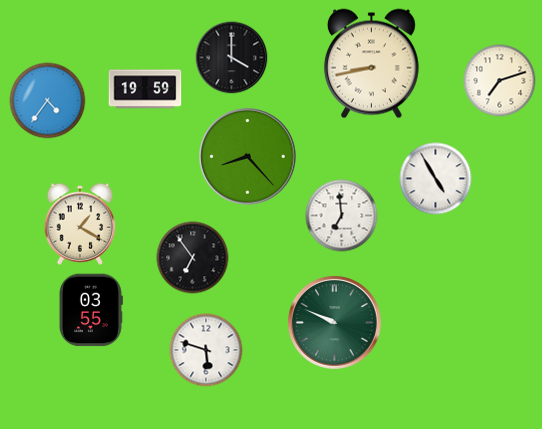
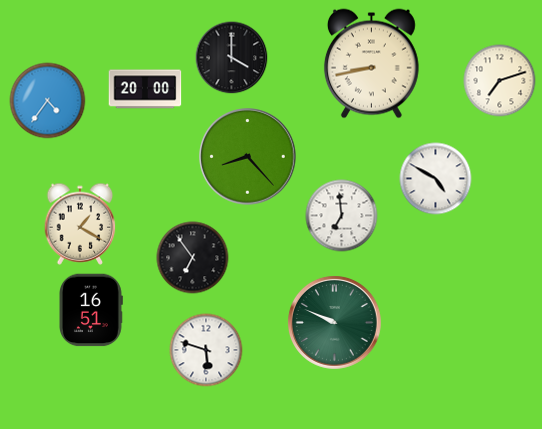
clock at (145, 89): 19:59 -> 20:00
clock at (436, 179): 4:55 -> 4:50
clock at (91, 310): 03:55 -> 16:51
